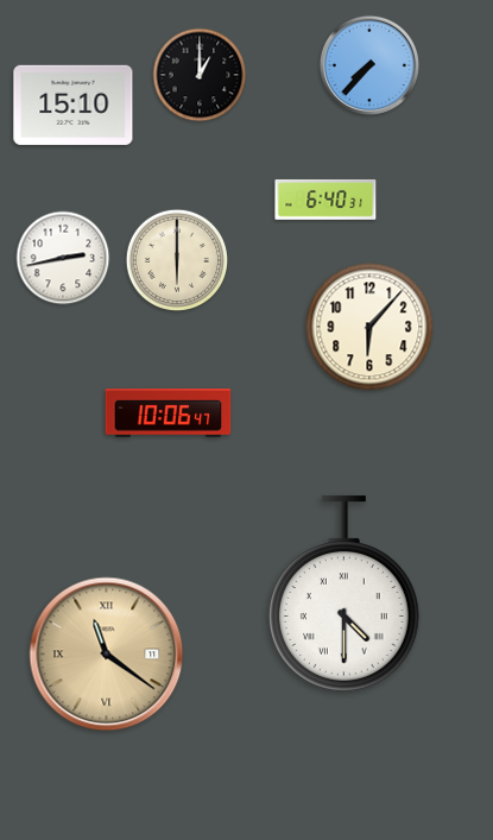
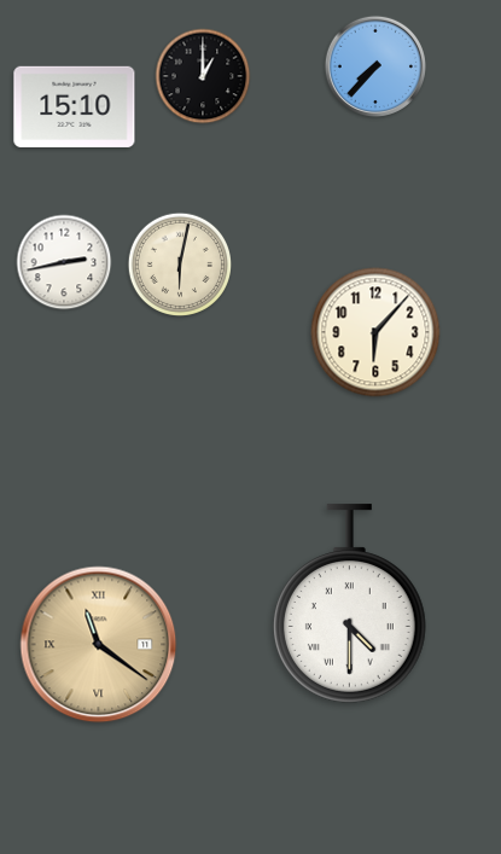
clock at (325, 200): 6:40 -> none
clock at (176, 259): 6:00 -> 6:02
clock at (169, 413): 10:06 -> none
clock at (107, 655) position: (107, 655) -> (99, 645)
